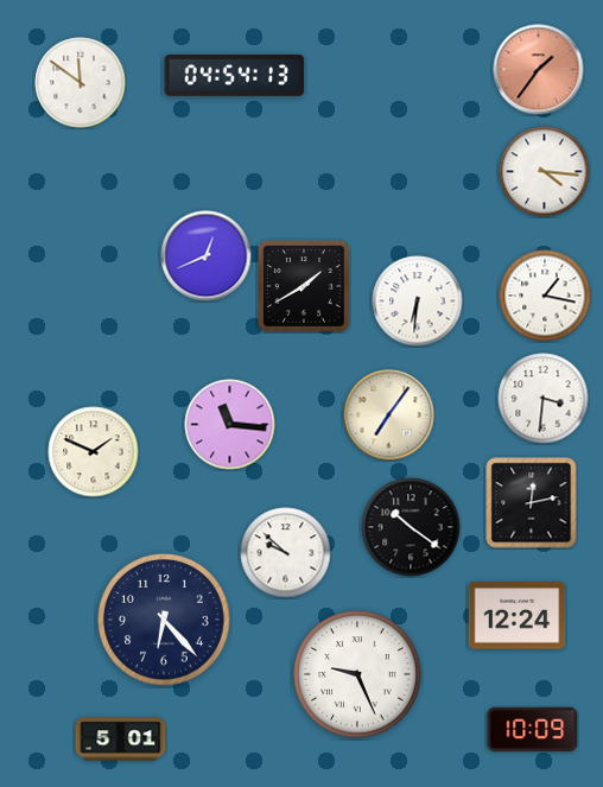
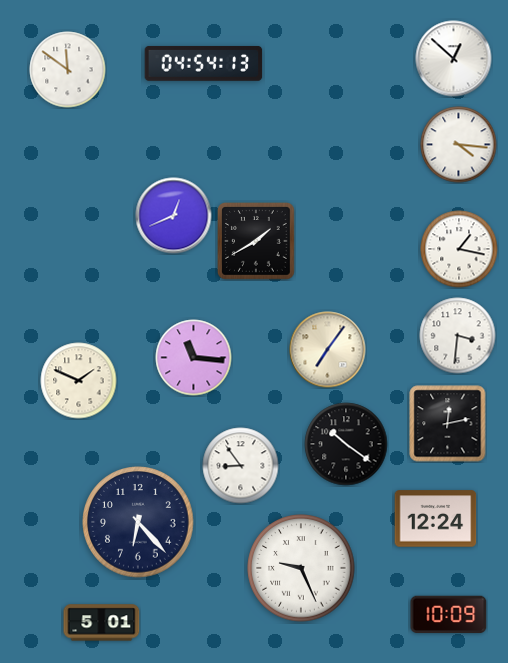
clock at (539, 70): 1:36 -> 12:52
clock at (539, 70) dial: salmon -> white
clock at (235, 75) position: (235, 75) -> (204, 63)
clock at (418, 302): 6:31 -> none
clock at (286, 553): 9:52 -> 8:54
